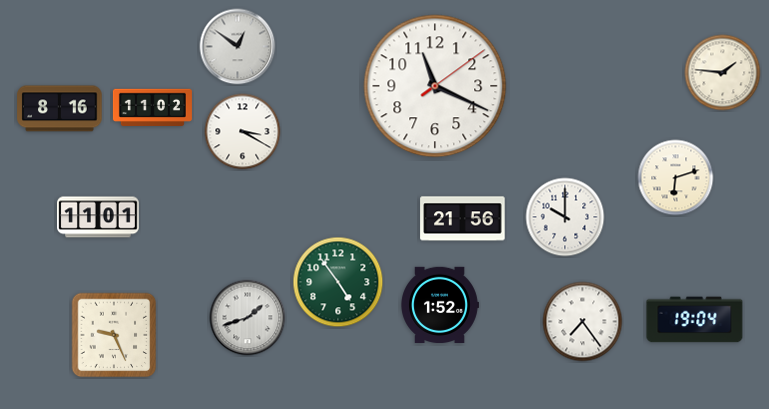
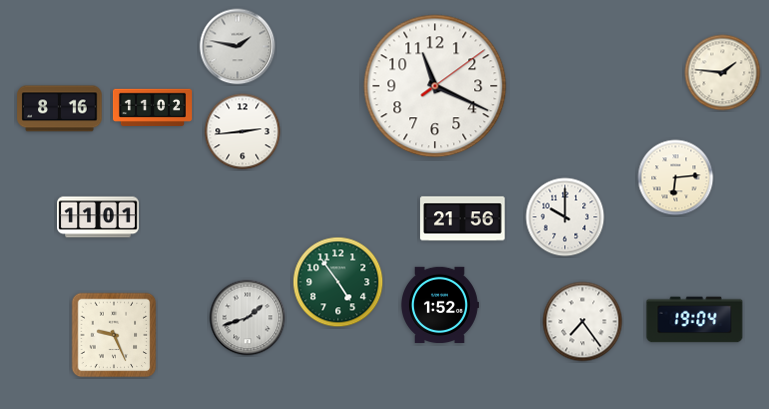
clock at (238, 47): 12:51 -> 1:47
clock at (243, 132): 3:20 -> 2:44
clock at (676, 178): 6:12 -> 6:14
